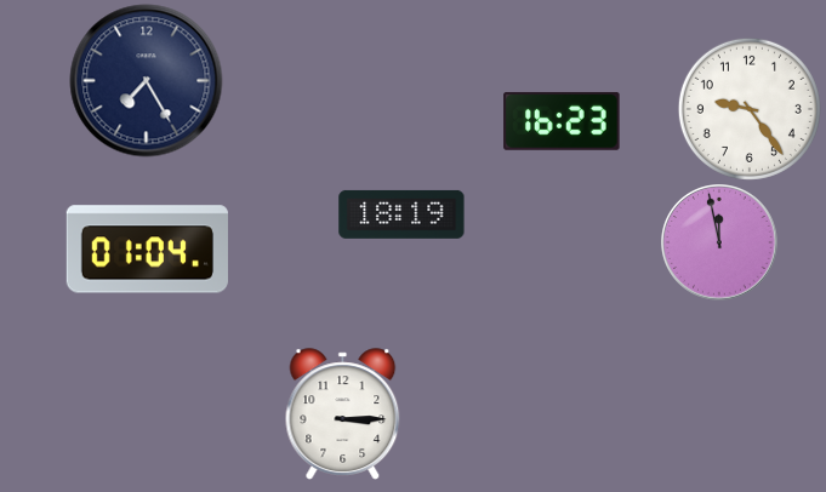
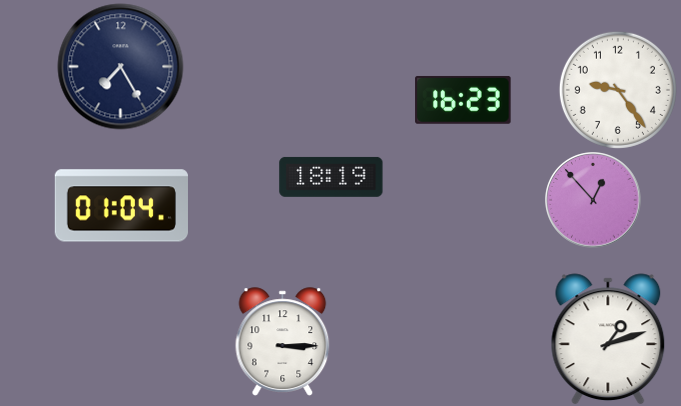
clock at (719, 242): 11:58 -> 12:53
clock at (608, 339): none -> 1:12
